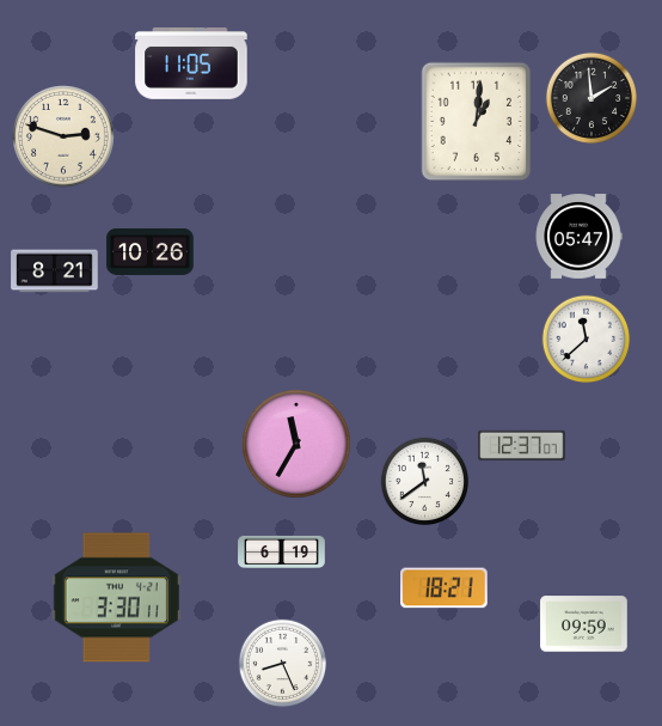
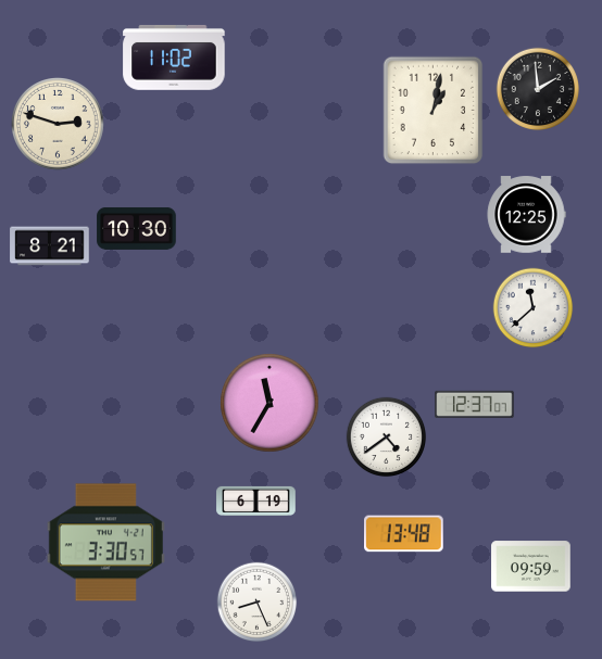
clock at (191, 63): 11:05 -> 11:02
clock at (477, 122): 1:01 -> 1:02
clock at (578, 237): 05:47 -> 12:25
clock at (151, 251): 10:26 -> 10:30
clock at (425, 482): 11:39 -> 4:39
clock at (445, 588): 18:21 -> 13:48
clock at (116, 598): 3:30:11 -> 3:30:57
